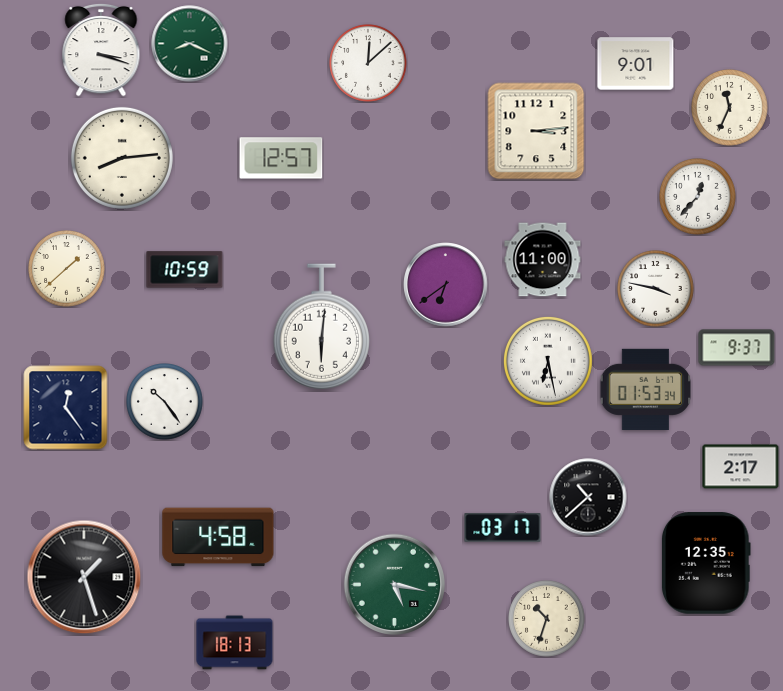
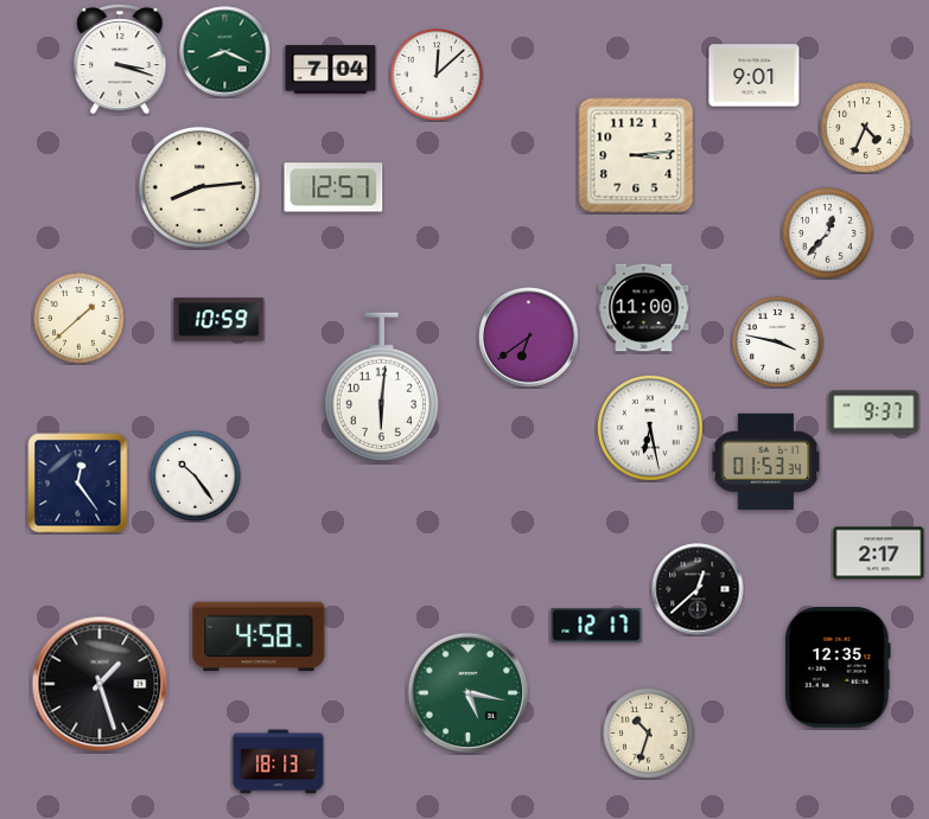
clock at (331, 70): none -> 7:04
clock at (730, 108): 11:34 -> 4:34
clock at (122, 158) position: (122, 158) -> (199, 187)
clock at (588, 497): 10:38 -> 12:38
clock at (503, 528): 03:17 -> 12:17
